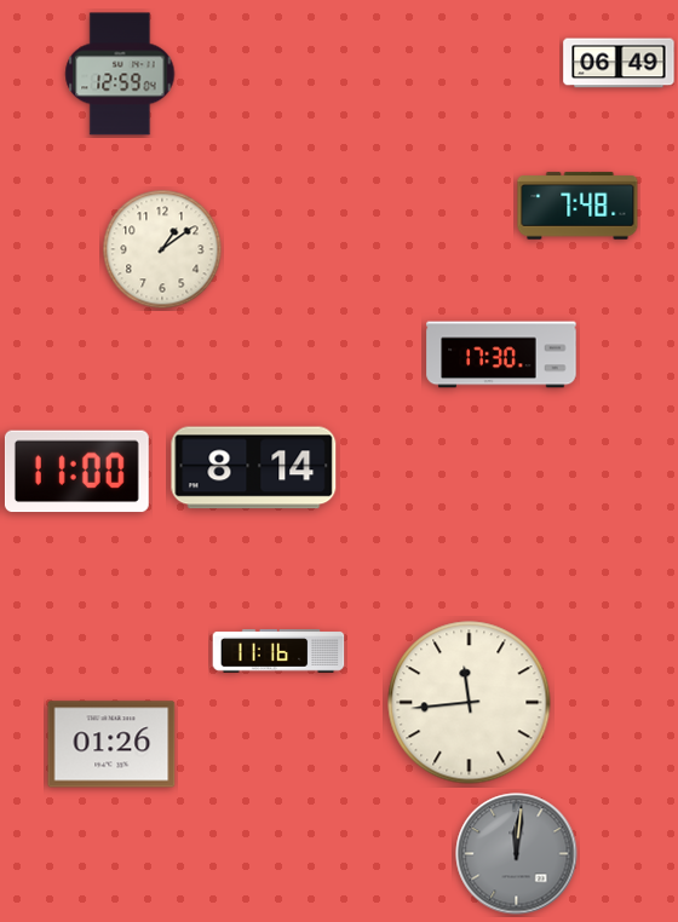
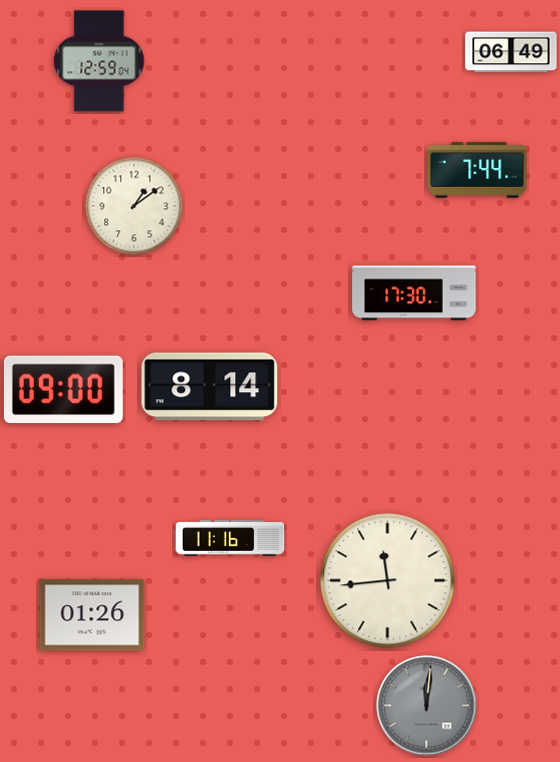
clock at (578, 206): 7:48 -> 7:44
clock at (76, 472): 11:00 -> 09:00
